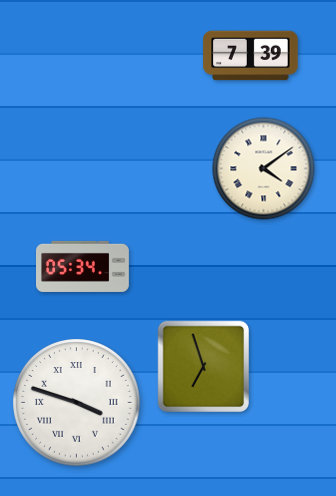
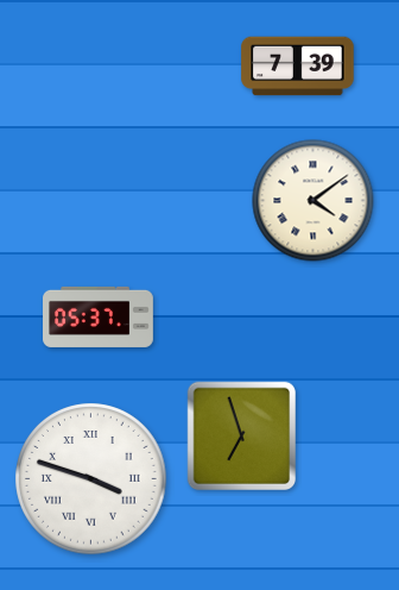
clock at (83, 266): 05:34 -> 05:37
